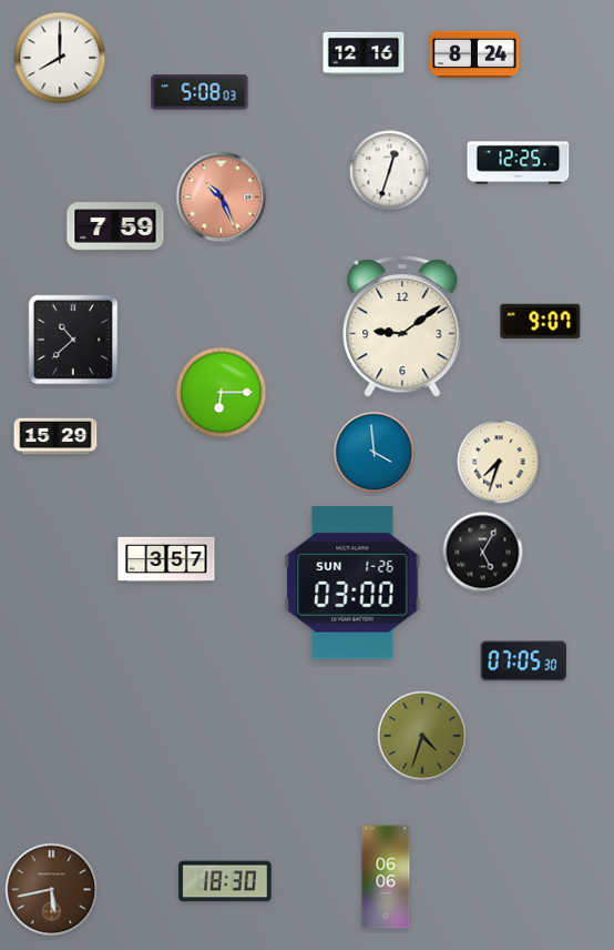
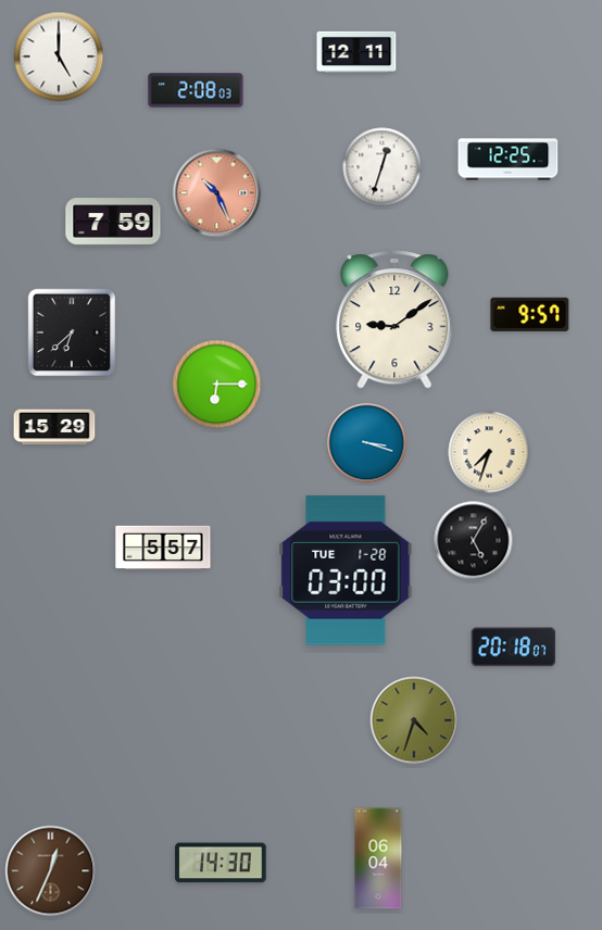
clock at (364, 53): 12:16 -> 12:11
clock at (475, 54): 8:24 -> none
clock at (60, 58): 8:00 -> 5:00
clock at (199, 92): 5:08 -> 2:08
clock at (541, 321): 9:07 -> 9:57
clock at (73, 340): 10:38 -> 6:38
clock at (375, 453): 3:59 -> 3:18
clock at (166, 558): 3:57 -> 5:57
clock at (352, 583) date: SUN 1-26 -> TUE 1-28
clock at (524, 661): 07:05 -> 20:18
clock at (386, 877): 06:06 -> 06:04
clock at (225, 881): 18:30 -> 14:30
clock at (52, 890): 5:43 -> 12:34
